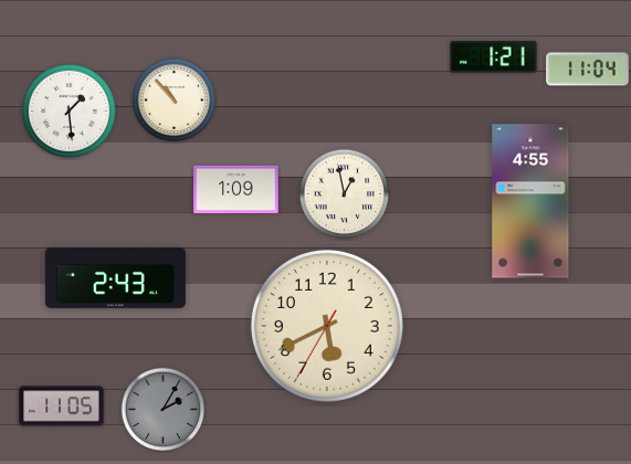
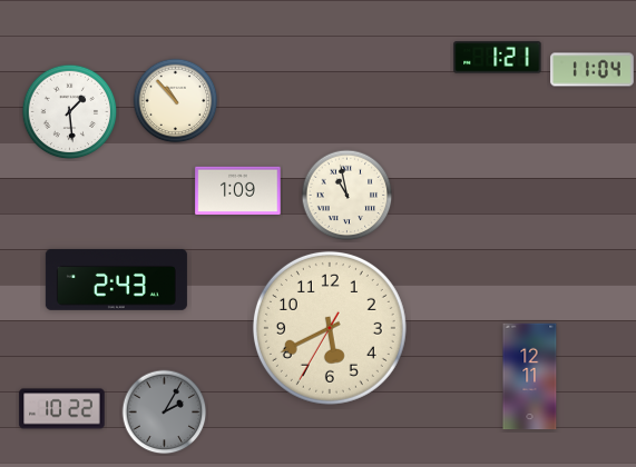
clock at (345, 194): 12:58 -> 10:58
clock at (530, 201): 4:55 -> none
clock at (530, 377): none -> 12:11
clock at (62, 407): 11:05 -> 10:22
